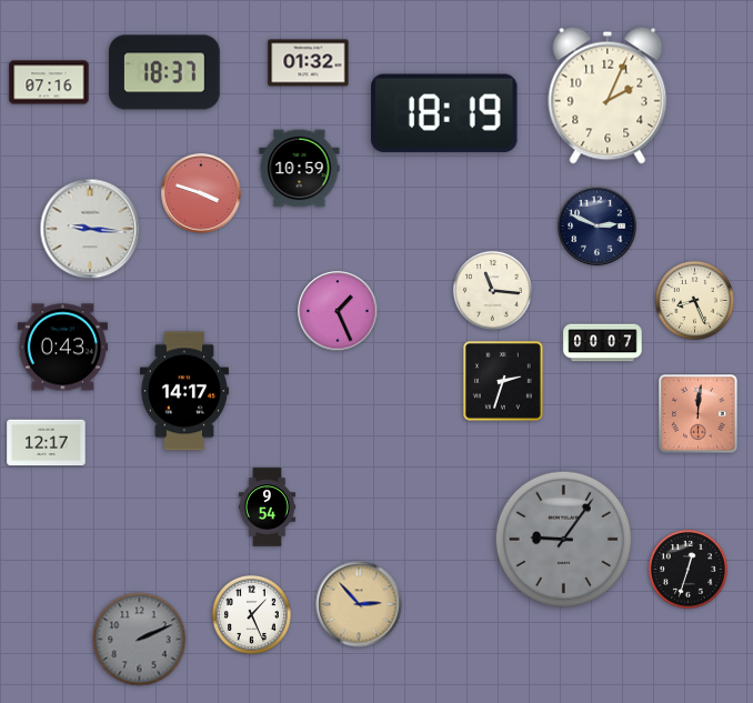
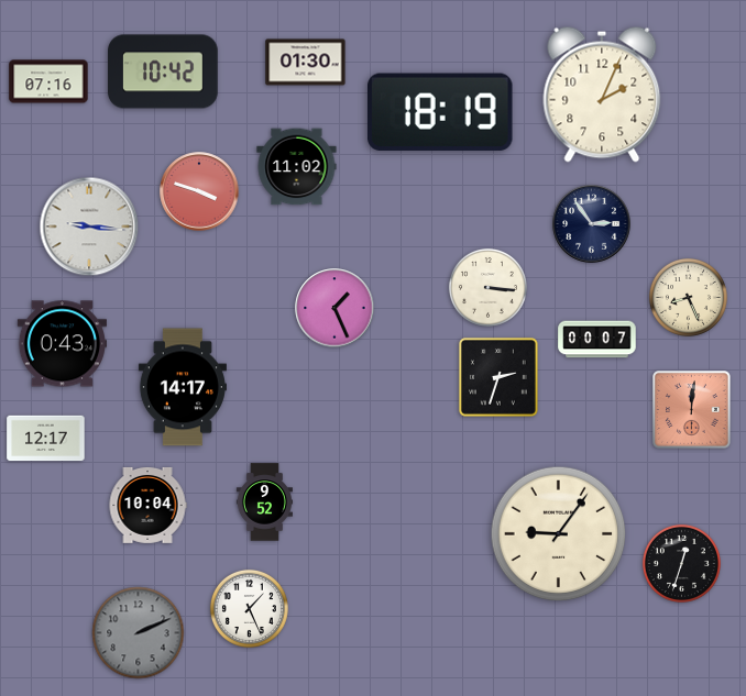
clock at (309, 63): 01:32 -> 01:30
clock at (164, 72): 18:37 -> 10:42
clock at (300, 169): 10:59 -> 11:02
clock at (598, 227): 2:49 -> 2:54
clock at (492, 290): 11:16 -> 3:16
clock at (267, 508): 9:54 -> 9:52
clock at (147, 505): none -> 10:04
clock at (564, 540) dial: grey -> cream
clock at (359, 604): 2:53 -> none
